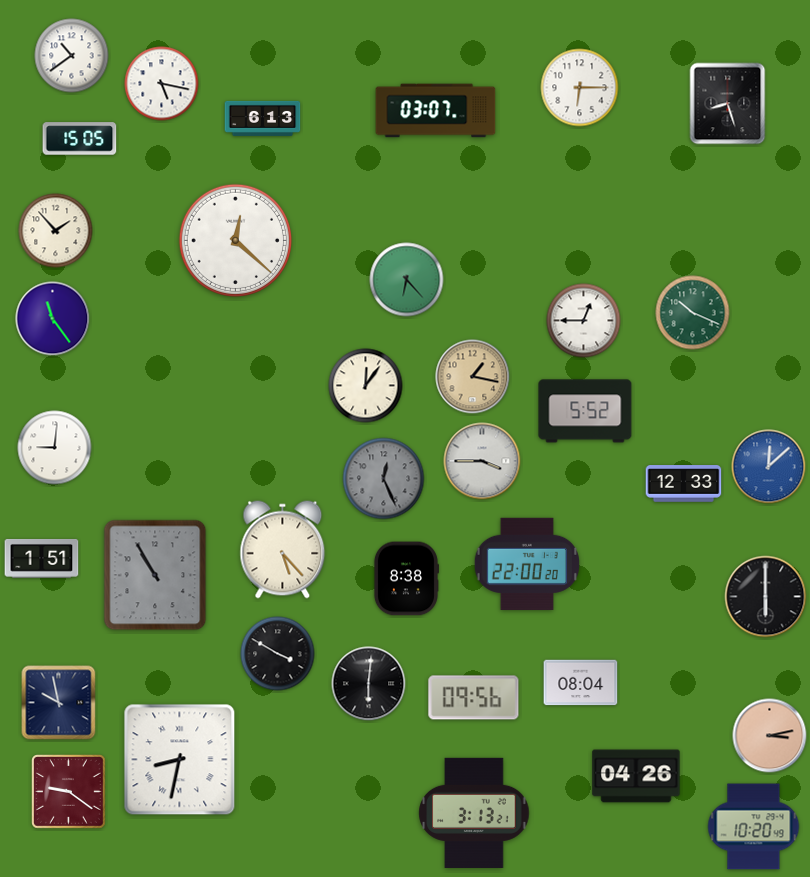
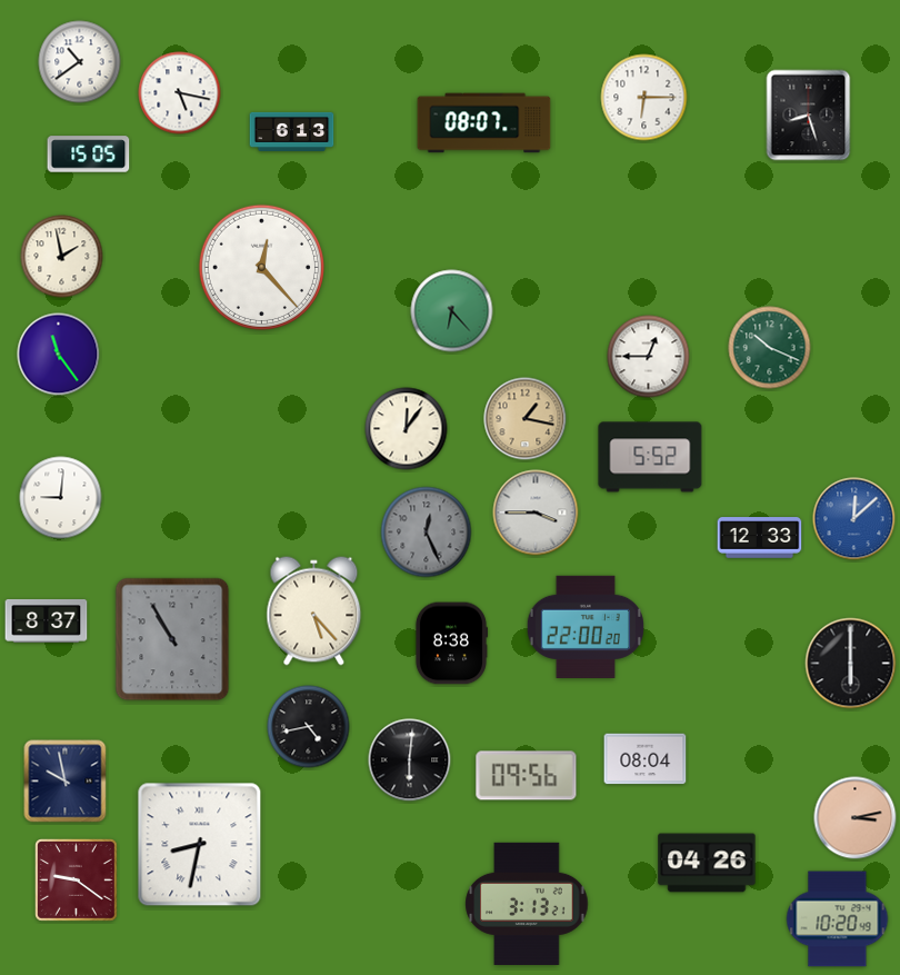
clock at (436, 111): 03:07 -> 08:07
clock at (56, 231): 1:53 -> 1:58
clock at (235, 240): 12:22 -> 12:23
clock at (42, 558): 1:51 -> 8:37
clock at (278, 654): 3:50 -> 4:43
